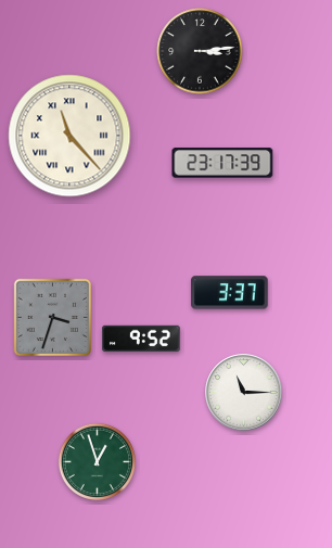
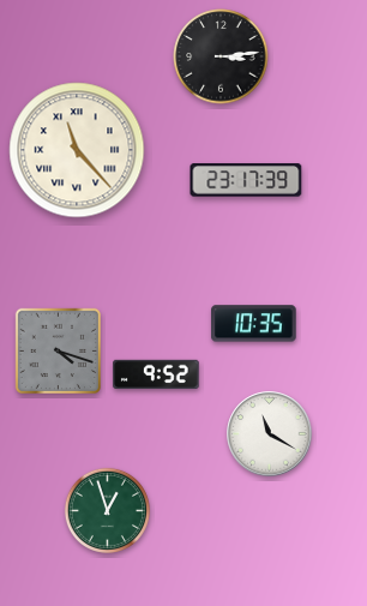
clock at (230, 293): 3:37 -> 10:35
clock at (52, 317): 3:33 -> 4:18
clock at (244, 393): 11:15 -> 11:20
